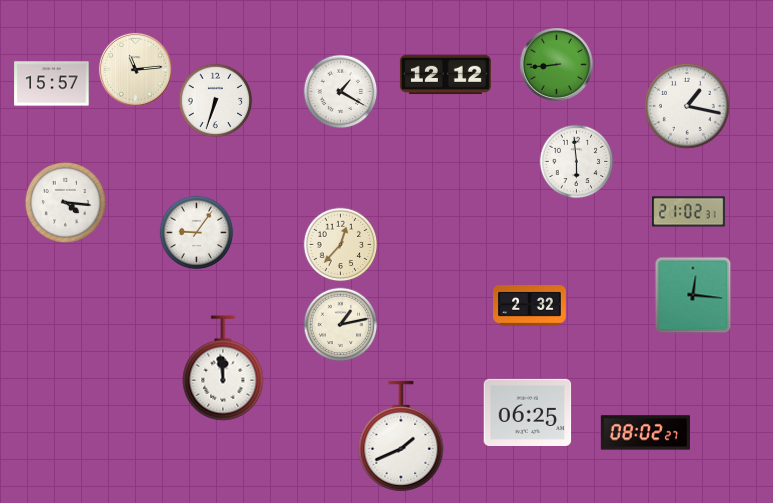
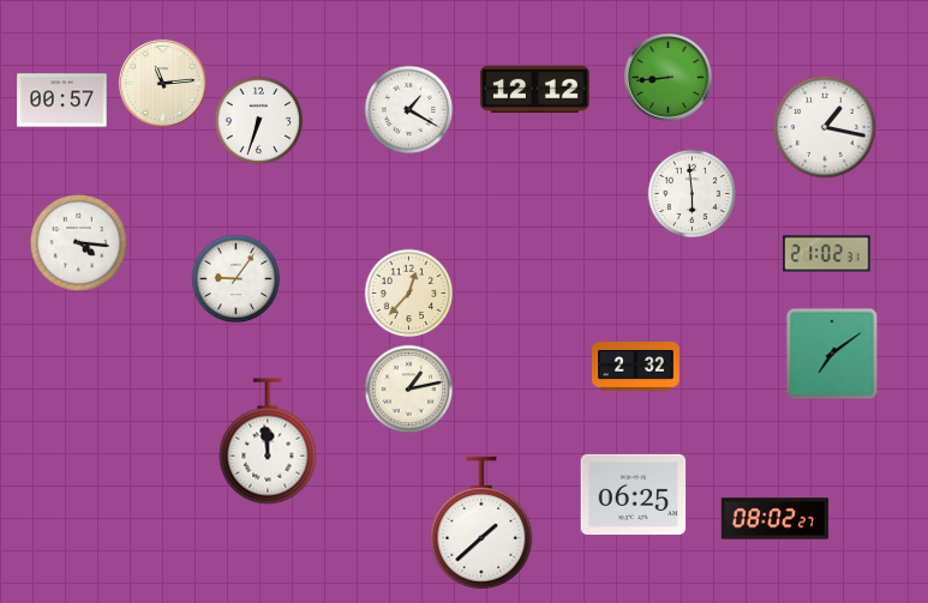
clock at (52, 84): 15:57 -> 00:57
clock at (693, 295): 12:16 -> 7:09
clock at (401, 436): 1:41 -> 1:38
